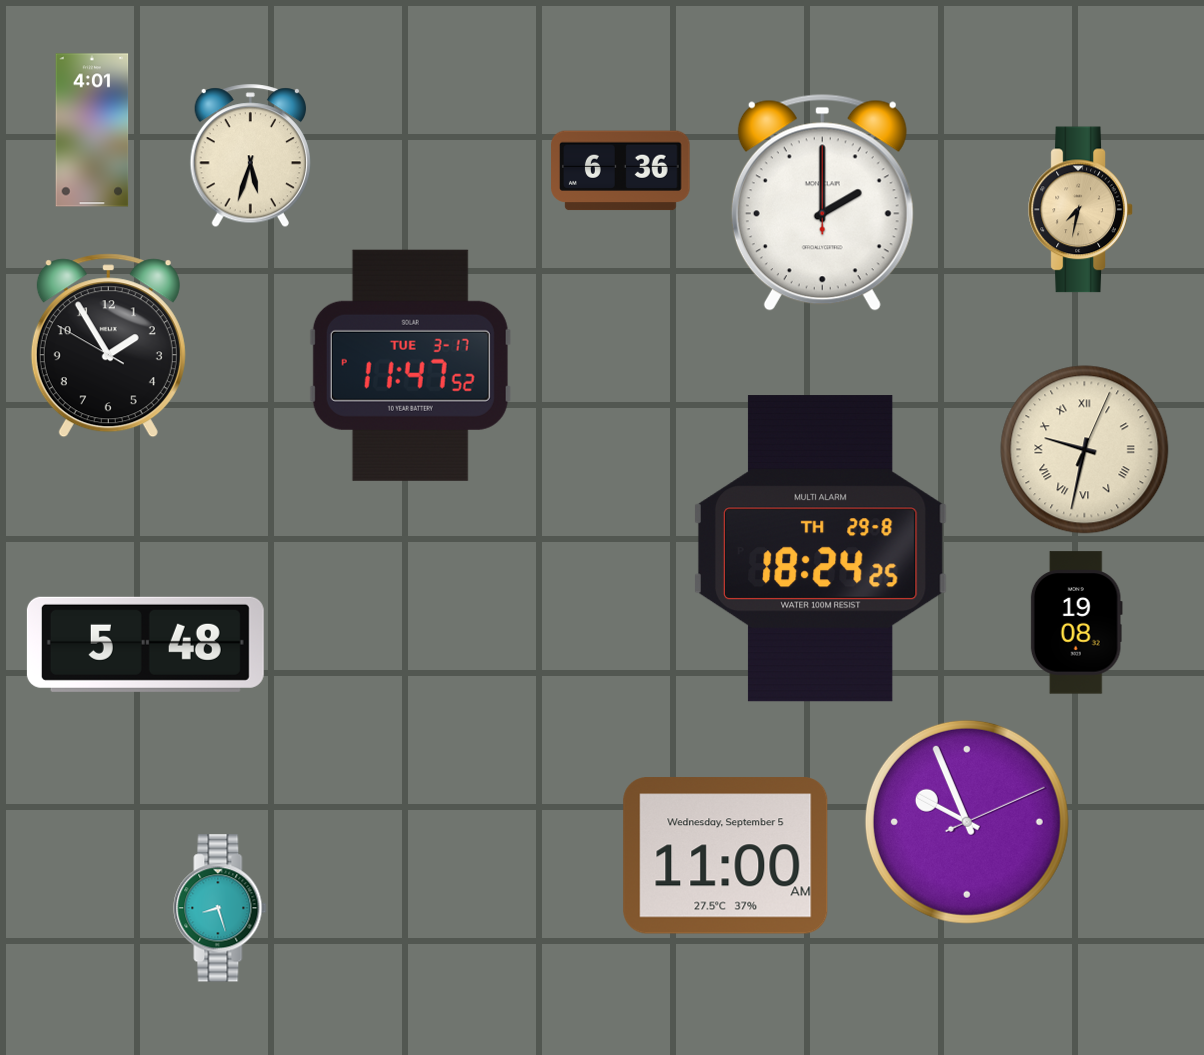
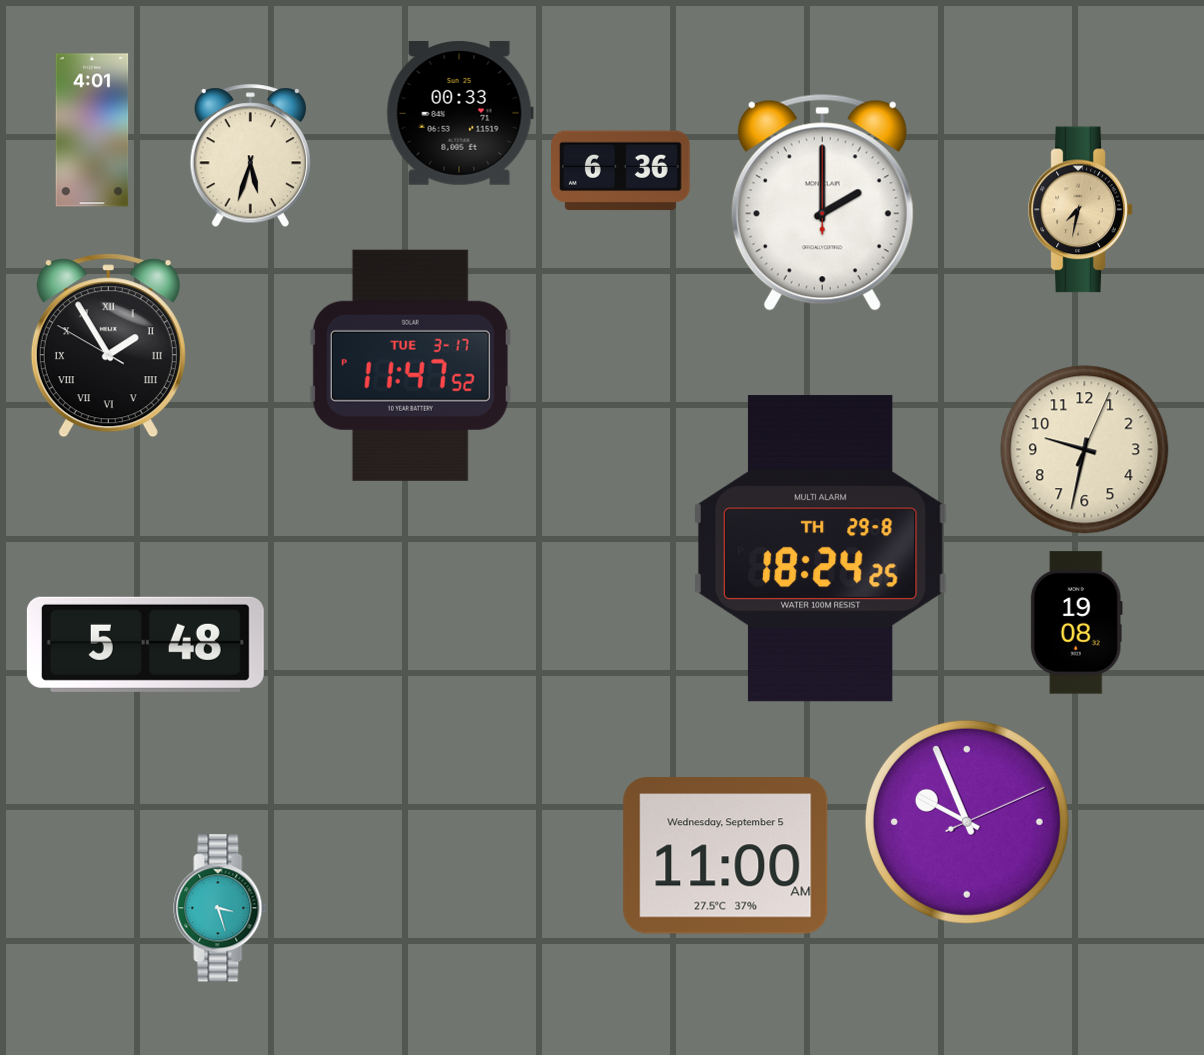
clock at (460, 113): none -> 00:33
clock at (108, 346) numerals: Arabic -> Roman
clock at (1085, 450) numerals: Roman -> Arabic
clock at (220, 908): 8:27 -> 3:27
